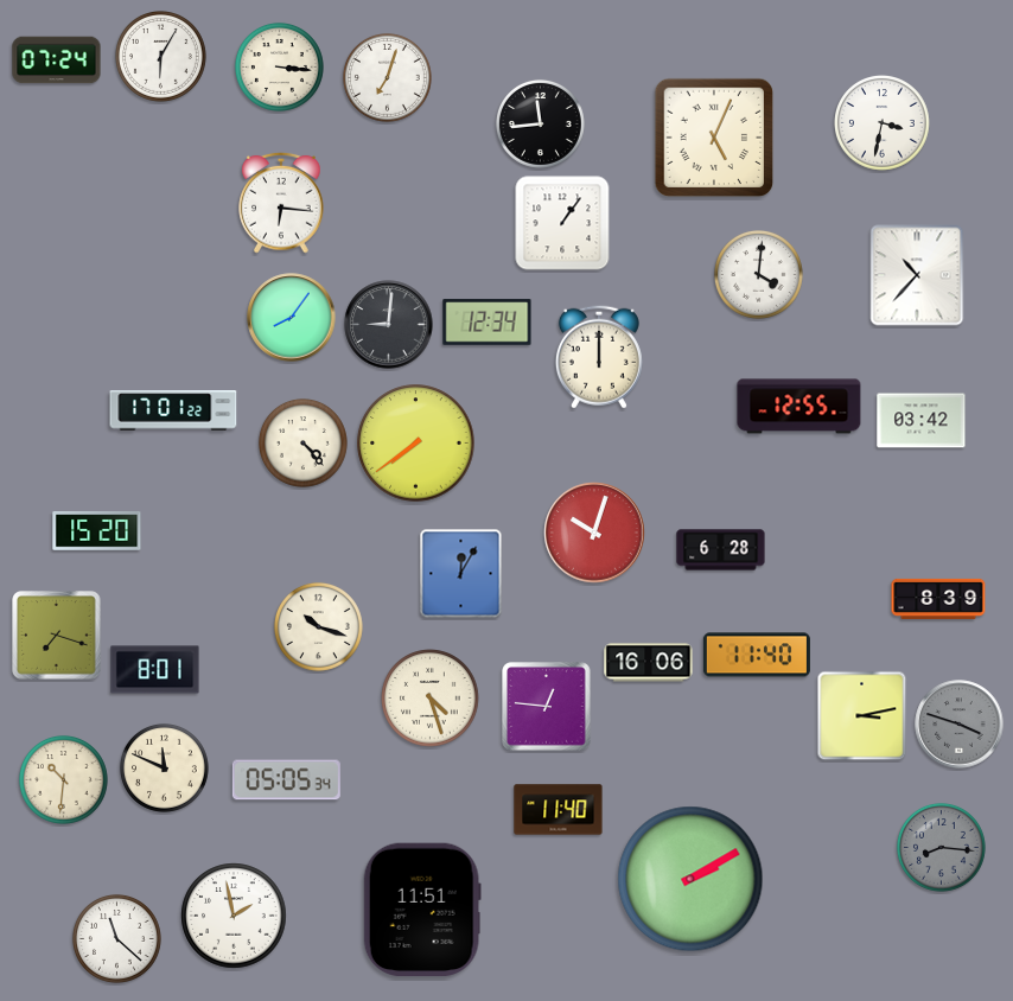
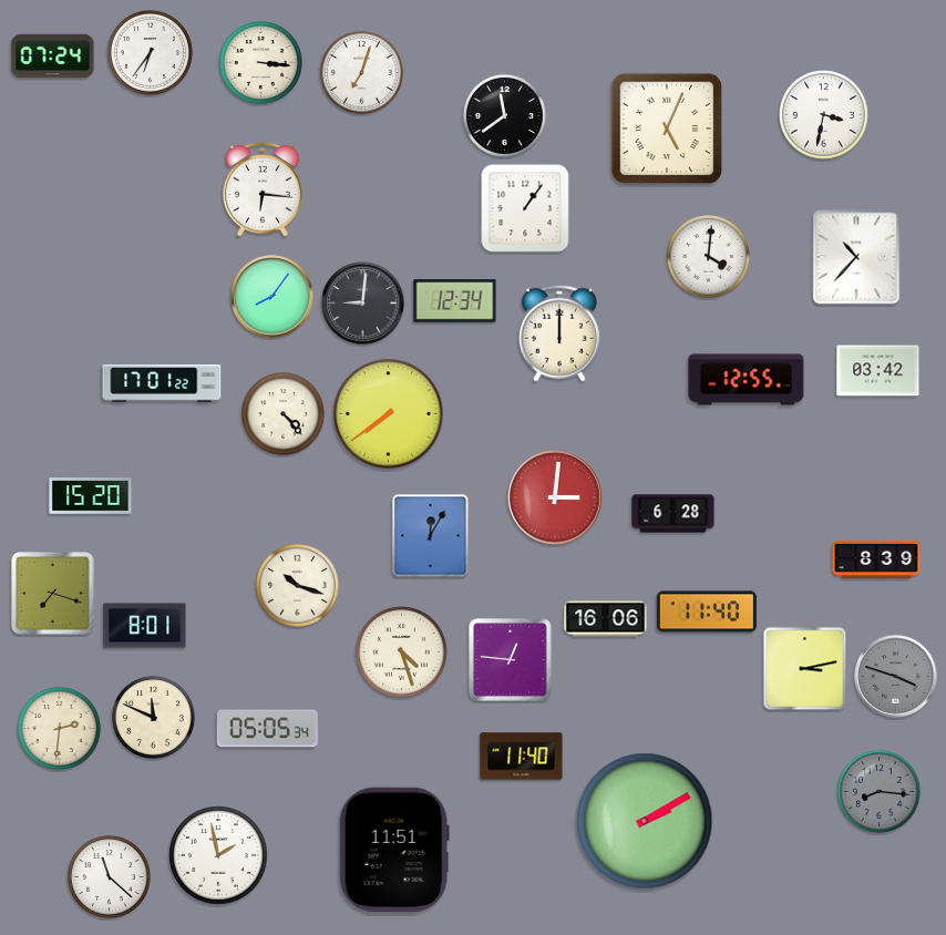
clock at (161, 57): 6:05 -> 6:36
clock at (540, 123): 11:44 -> 11:39
clock at (922, 421) position: (922, 421) -> (878, 371)
clock at (594, 533): 10:03 -> 3:01
clock at (63, 779): 10:31 -> 2:31
